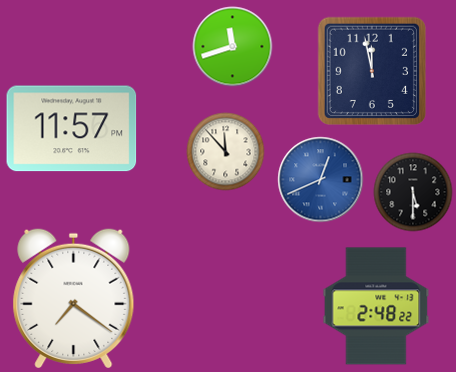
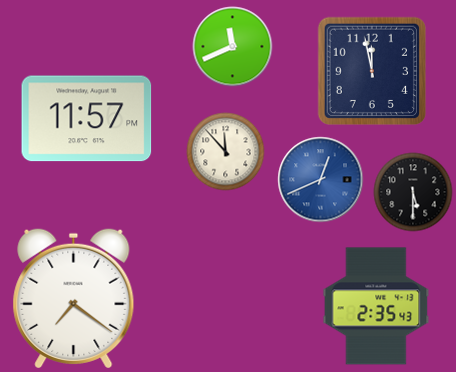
clock at (232, 46): 11:42 -> 11:41
clock at (72, 129) position: (72, 129) -> (87, 119)
clock at (376, 306): 2:48 -> 2:35
